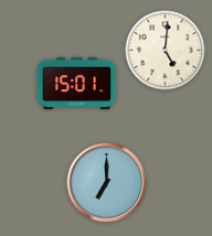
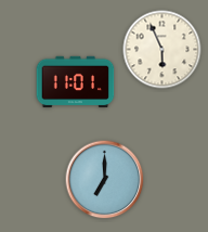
clock at (166, 51): 5:01 -> 5:56
clock at (77, 84): 15:01 -> 11:01
